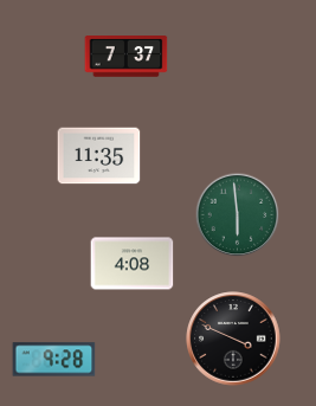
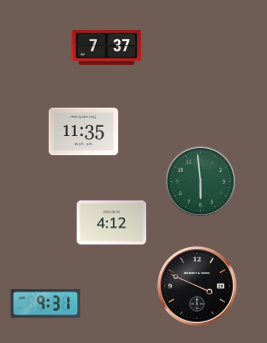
clock at (133, 264): 4:08 -> 4:12
clock at (54, 360): 9:28 -> 9:31
